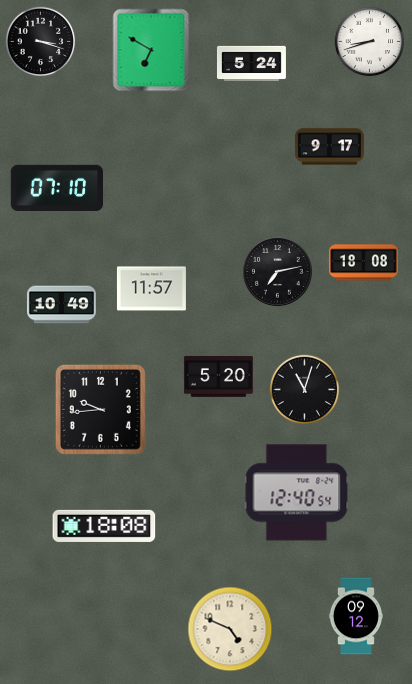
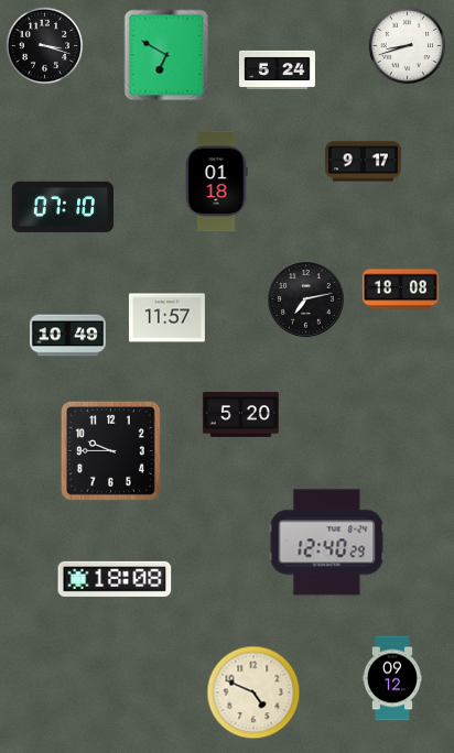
clock at (216, 182): none -> 01:18
clock at (305, 390): 11:03 -> none
clock at (100, 409): 9:44 -> 9:45
clock at (297, 493): 12:40:54 -> 12:40:29
